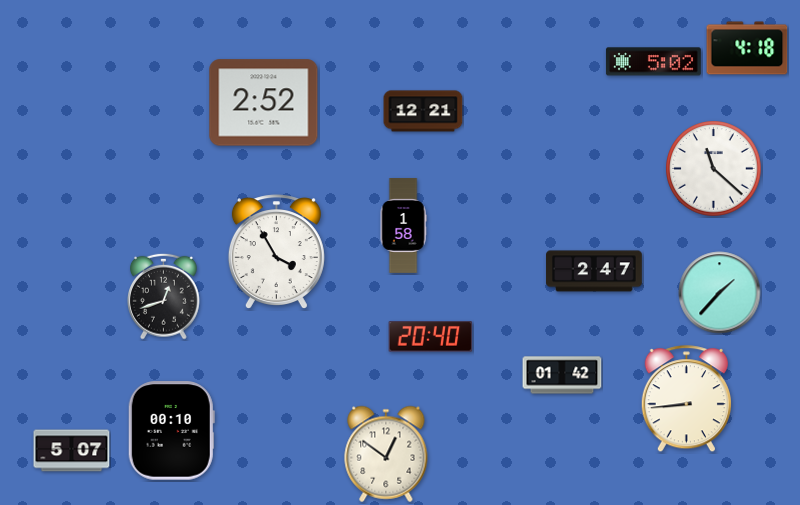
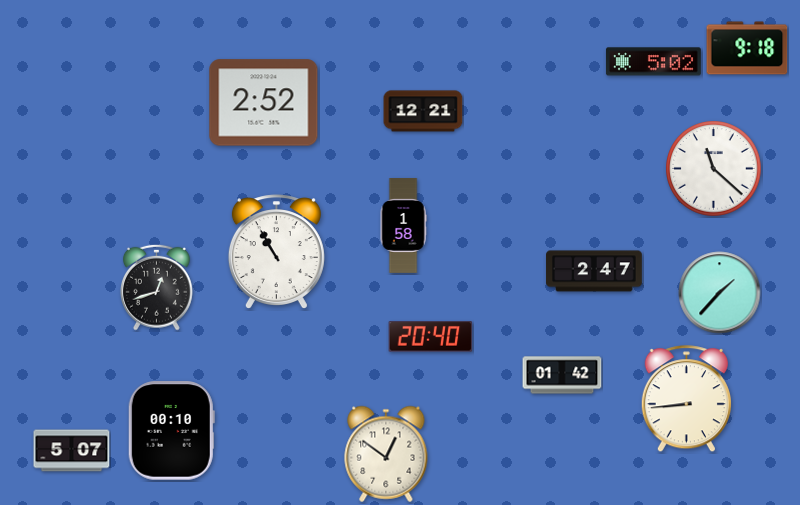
clock at (747, 48): 4:18 -> 9:18
clock at (276, 251): 3:55 -> 10:55
clock at (164, 296) position: (164, 296) -> (157, 287)
